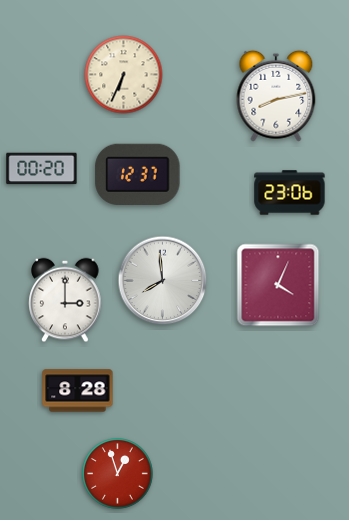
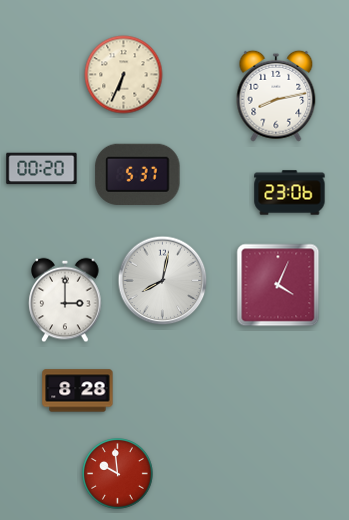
clock at (138, 174): 12:37 -> 5:37
clock at (163, 281): 7:59 -> 8:02
clock at (118, 474): 12:57 -> 9:59
